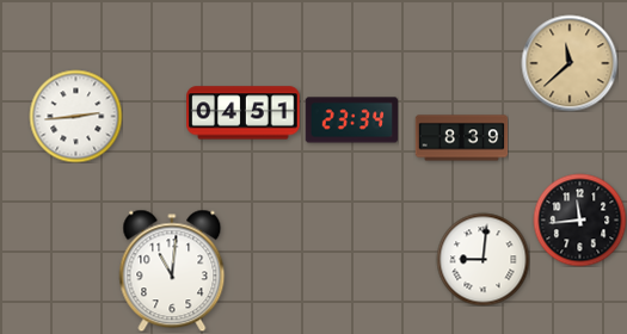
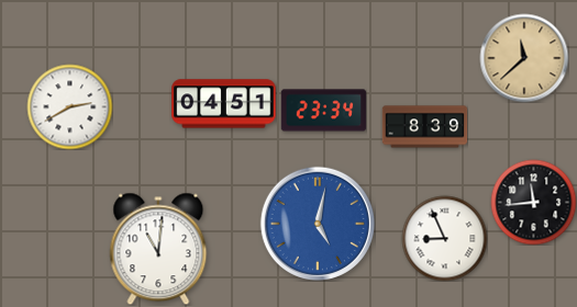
clock at (75, 116): 2:44 -> 2:40
clock at (318, 224): none -> 5:02
clock at (482, 259): 9:01 -> 8:56
